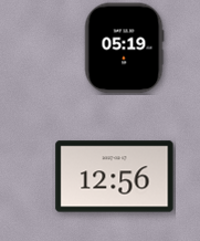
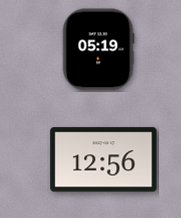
clock at (124, 49) position: (124, 49) -> (98, 50)
